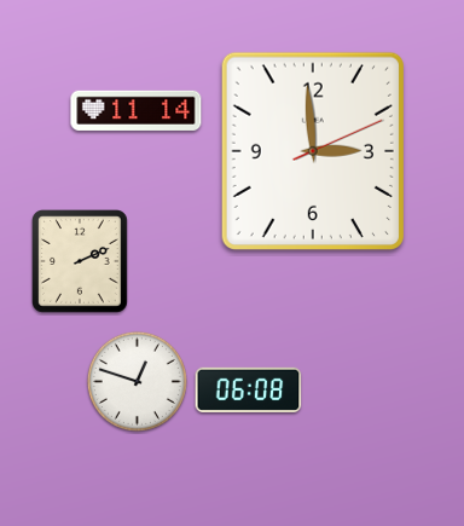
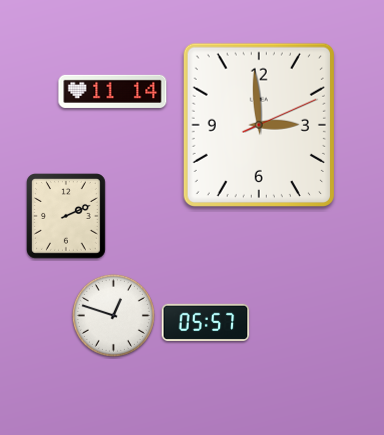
clock at (249, 389): 06:08 -> 05:57
